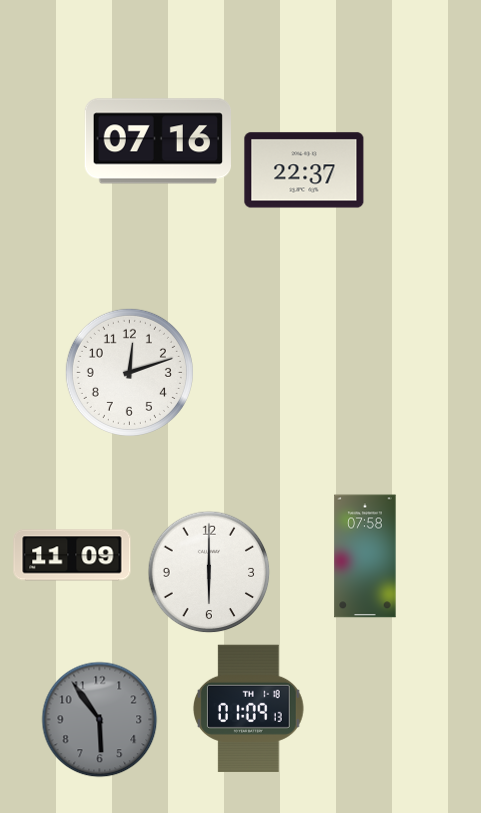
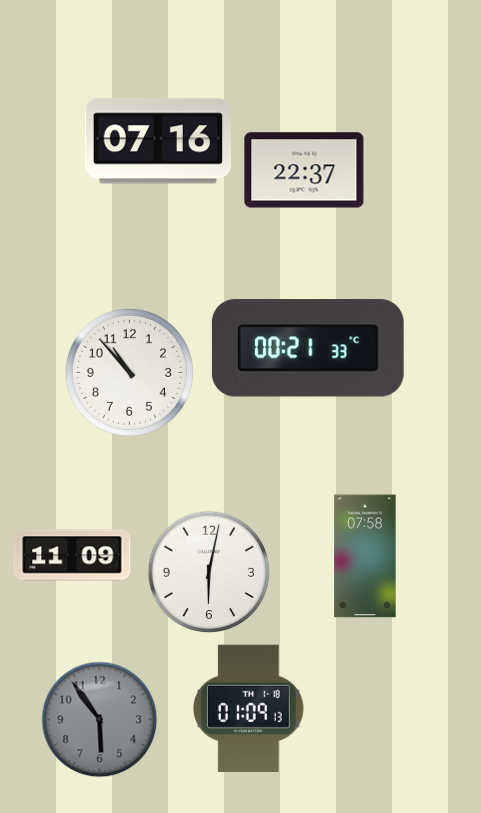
clock at (308, 348): none -> 00:21
clock at (129, 372): 12:12 -> 10:53
clock at (209, 572): 6:00 -> 6:02
